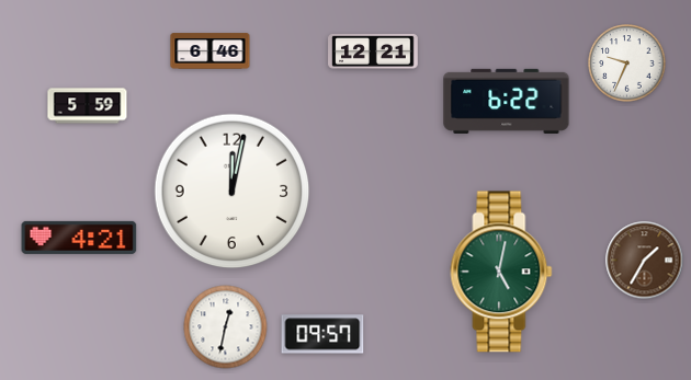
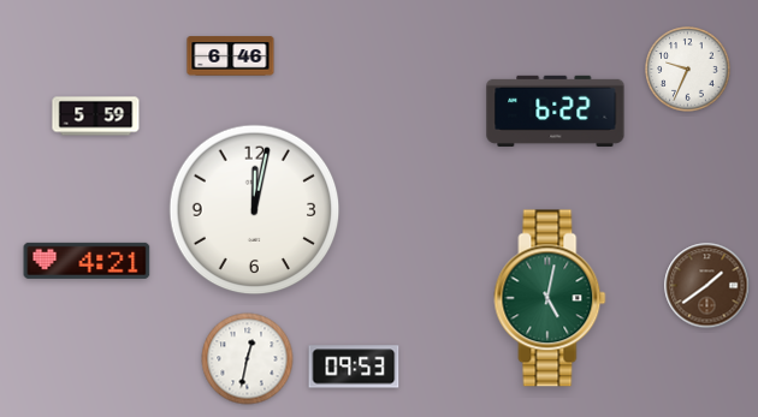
clock at (373, 51): 12:21 -> none
clock at (645, 261): 1:35 -> 1:39
clock at (322, 334): 09:57 -> 09:53
